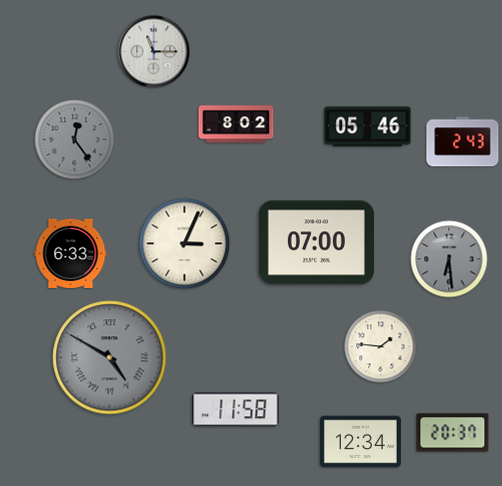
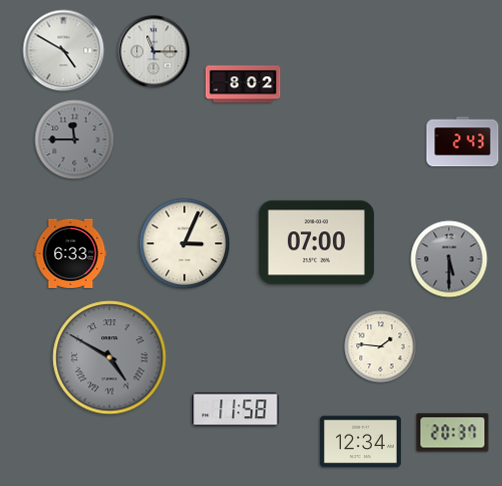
clock at (64, 51): none -> 4:50
clock at (236, 124) position: (236, 124) -> (243, 84)
clock at (368, 127): 05:46 -> none
clock at (75, 140): 12:24 -> 11:45
clock at (449, 259): 6:29 -> 5:30
